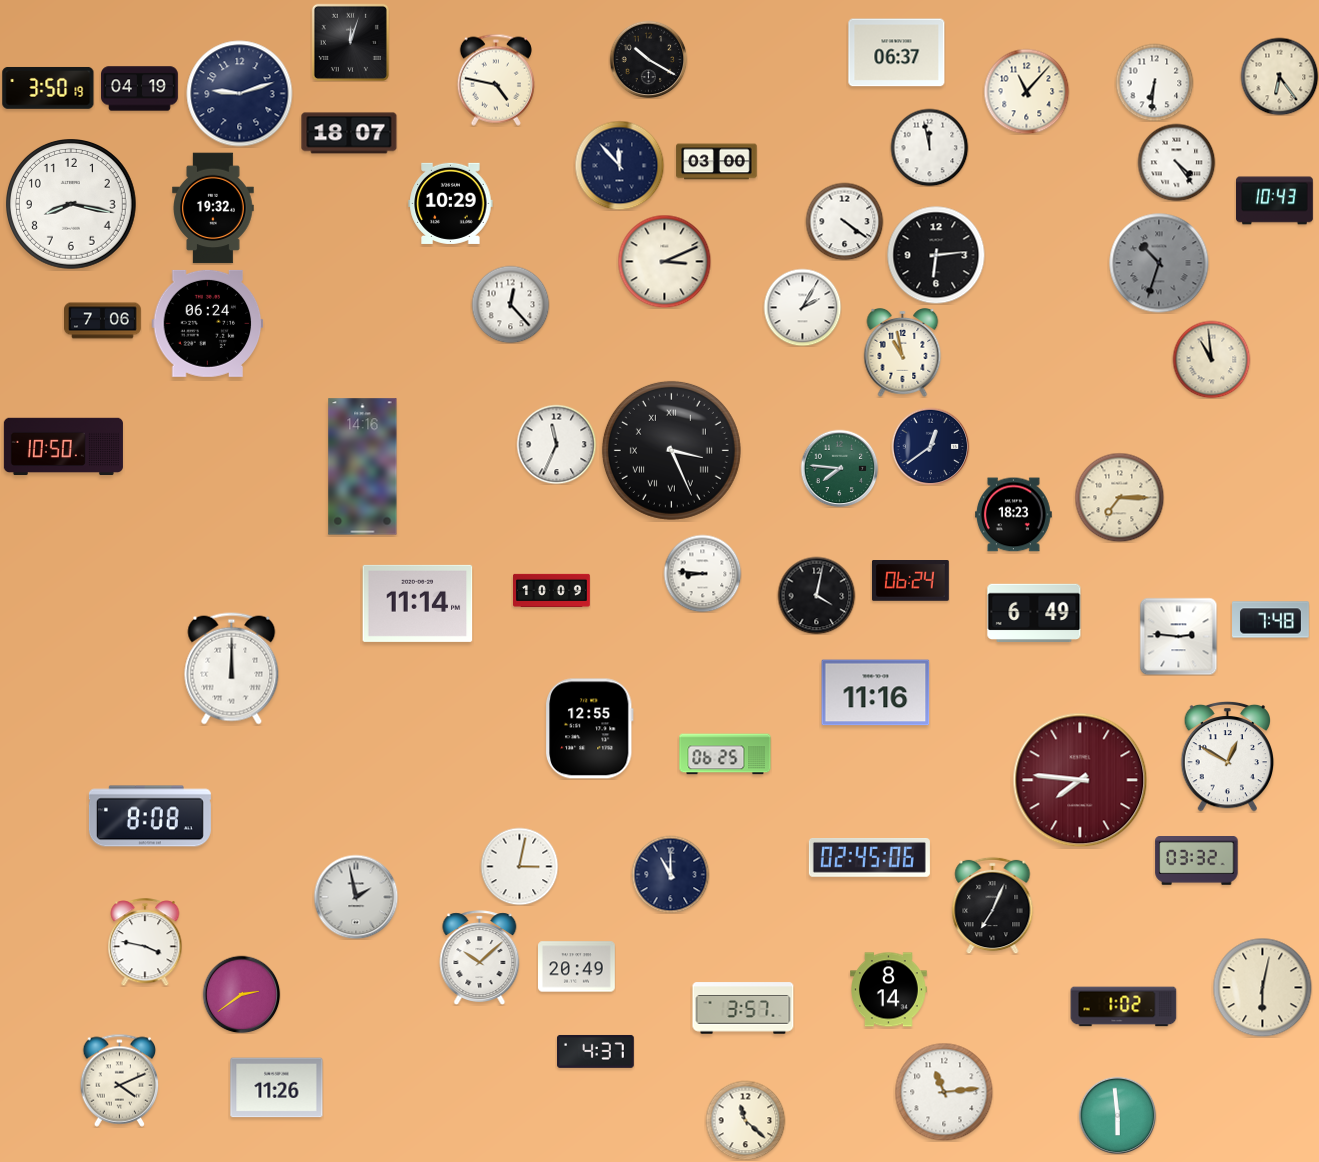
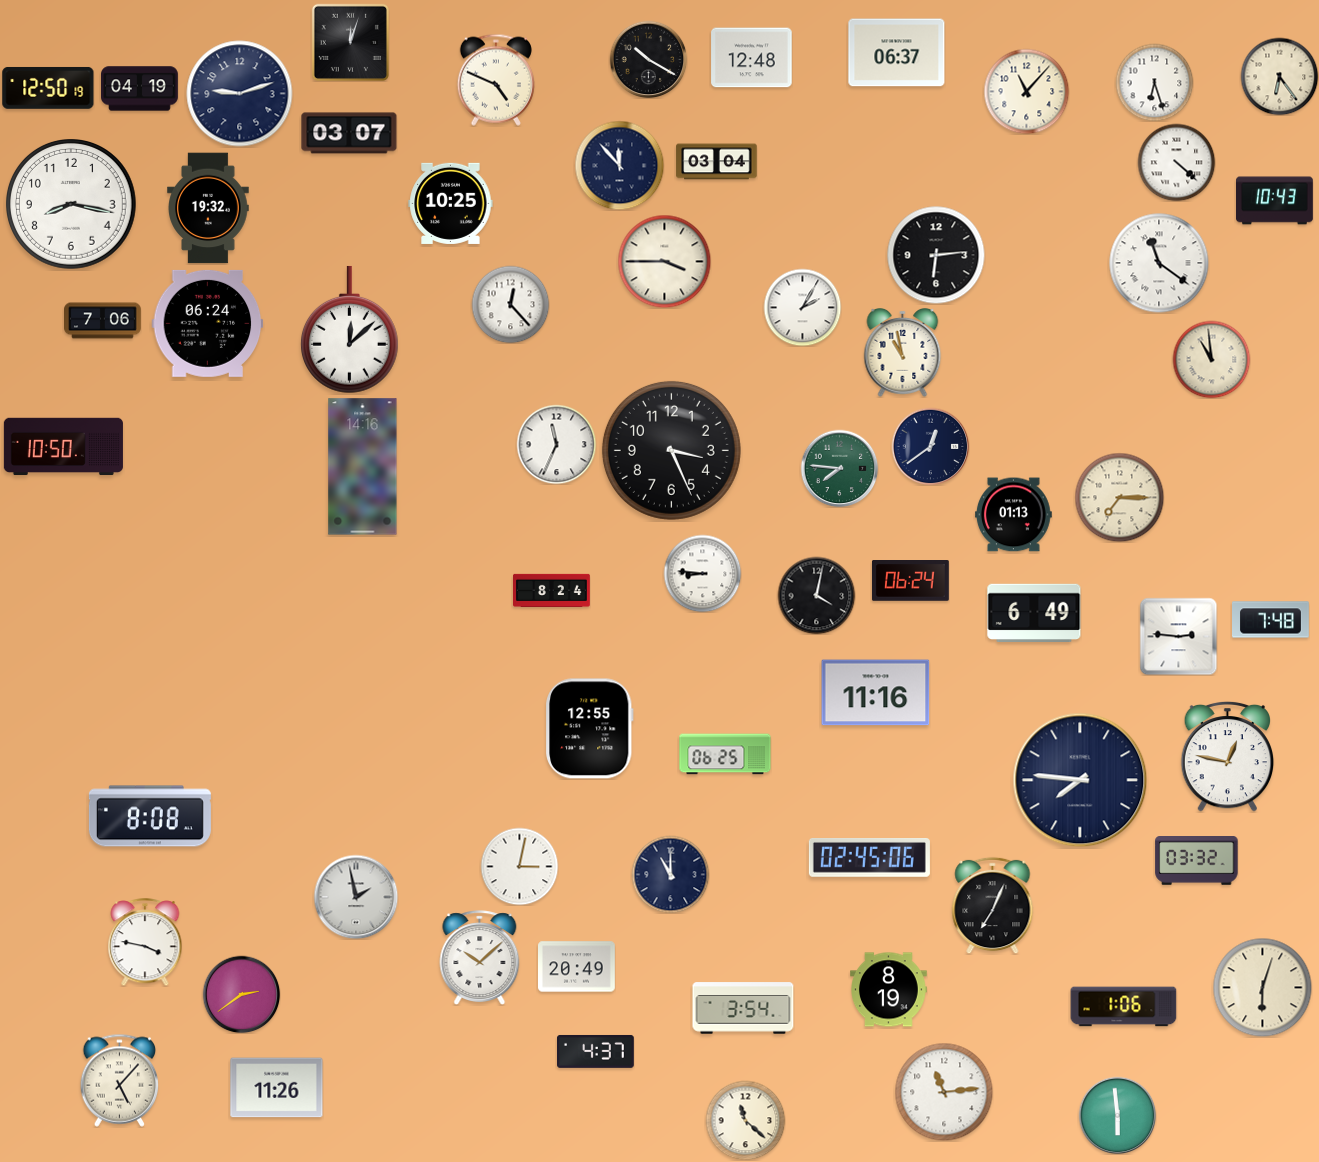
clock at (752, 58): none -> 12:48
clock at (496, 80): 4:47 -> 4:49
clock at (1154, 82): 6:31 -> 6:27
clock at (48, 88): 3:50 -> 12:50
clock at (349, 133): 18:07 -> 03:07
clock at (929, 147): 11:58 -> none
clock at (717, 162): 03:00 -> 03:04
clock at (1176, 162): 4:24 -> 4:22
clock at (451, 203): 10:29 -> 10:25
clock at (213, 208) position: (213, 208) -> (208, 208)
clock at (844, 221): 4:21 -> none
clock at (664, 261): 3:11 -> 3:45
clock at (1159, 263): 10:33 -> 11:21
clock at (1159, 263) dial: grey -> white
clock at (350, 330): none -> 12:08
clock at (671, 450) numerals: Roman -> Arabic
clock at (1013, 515): 18:23 -> 01:13
clock at (552, 590): 10:09 -> 8:24
clock at (418, 603): 11:14 -> none
clock at (232, 669): 12:00 -> none
clock at (1228, 756): 12:50 -> 12:47
clock at (1080, 780) dial: burgundy -> navy
clock at (1263, 988): 6:02 -> 6:03
clock at (889, 990): 8:14 -> 8:19
clock at (1124, 1007): 1:02 -> 1:06
clock at (743, 1008): 3:57 -> 3:54
clock at (120, 1080): 4:11 -> 5:07
